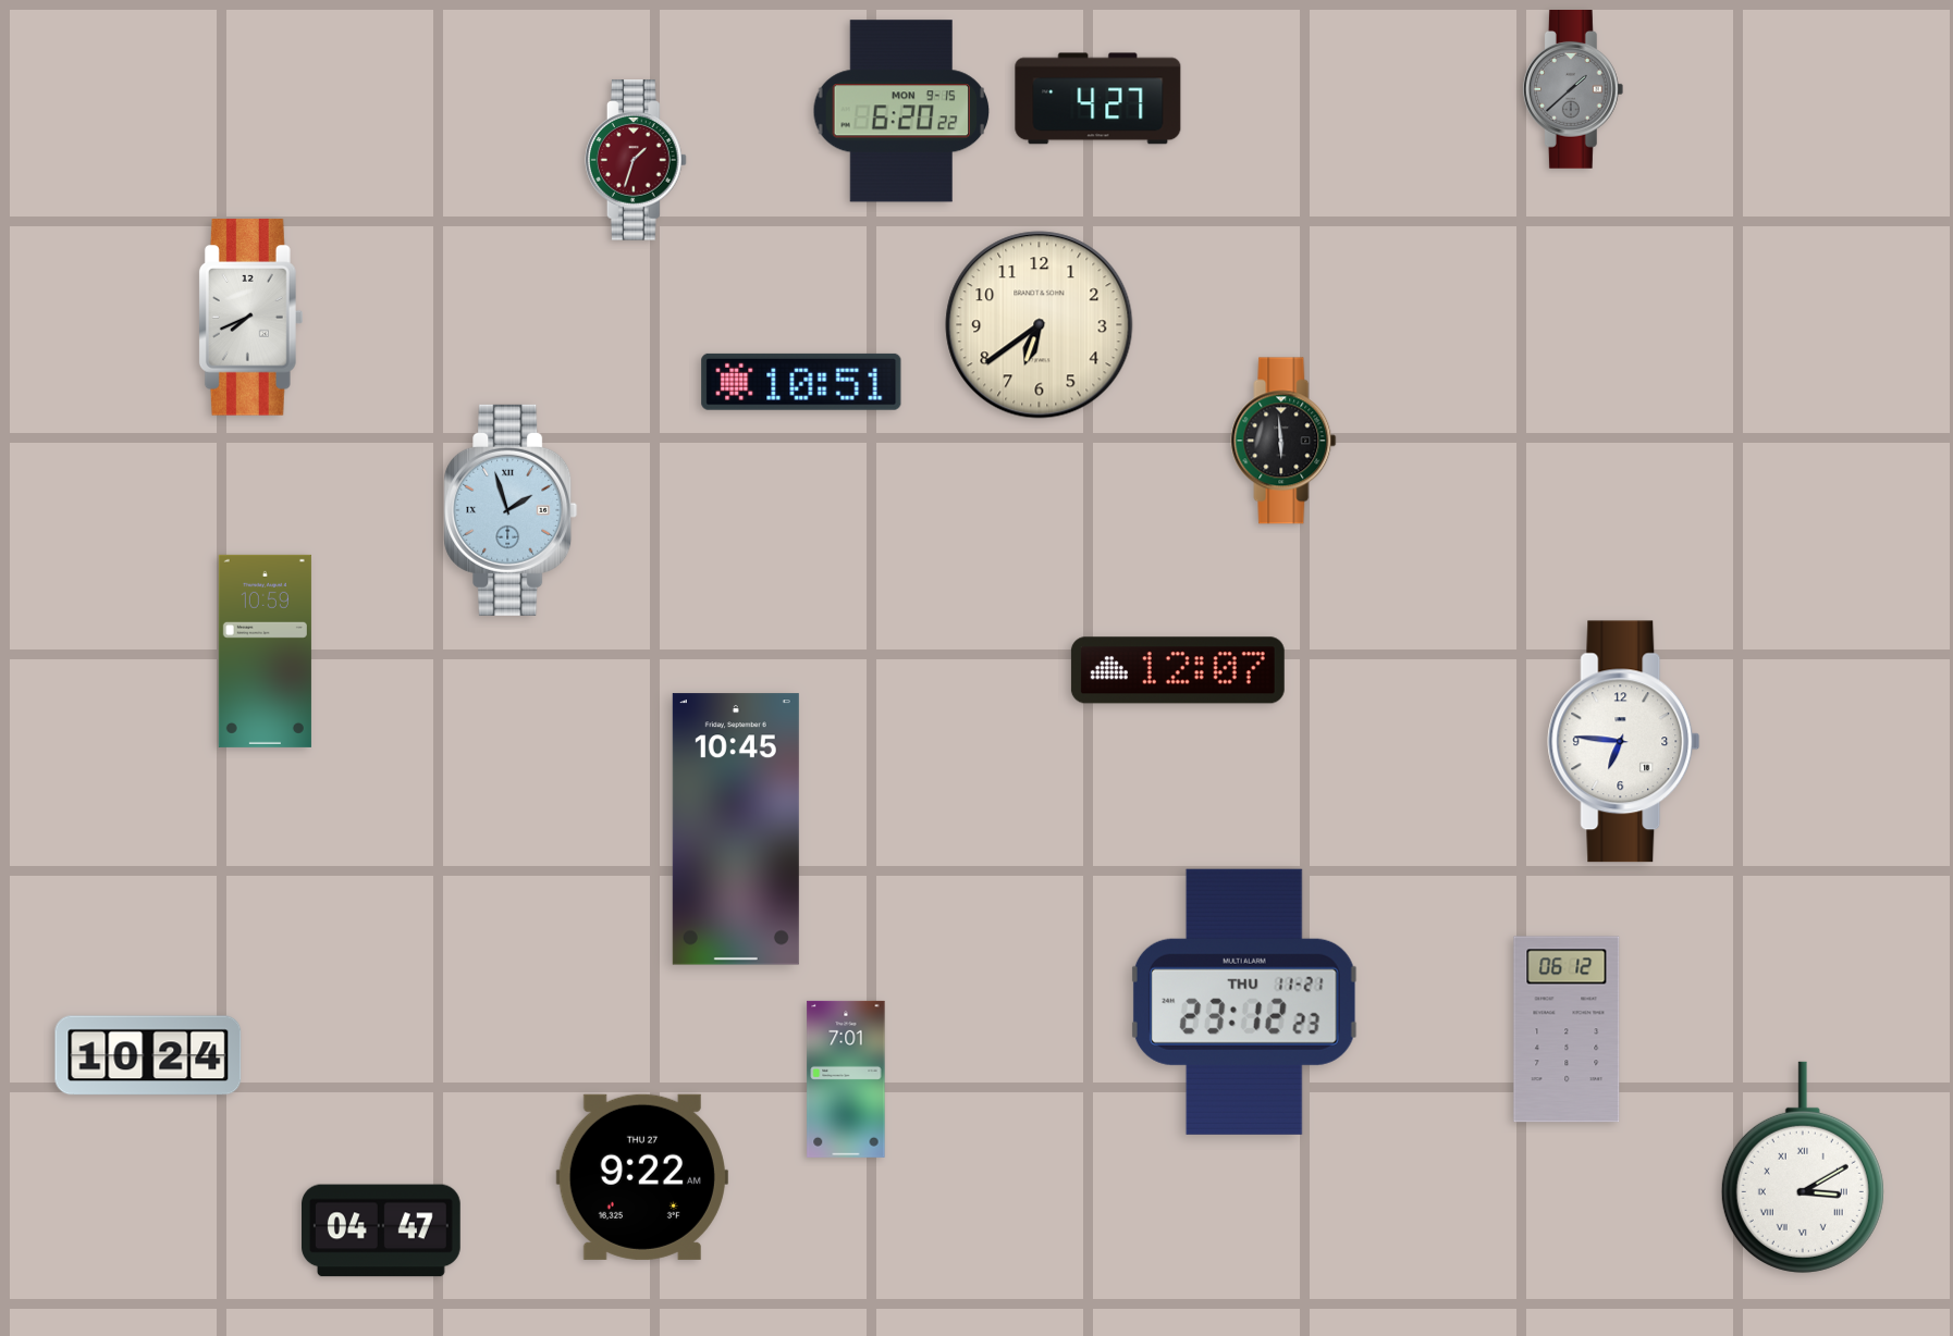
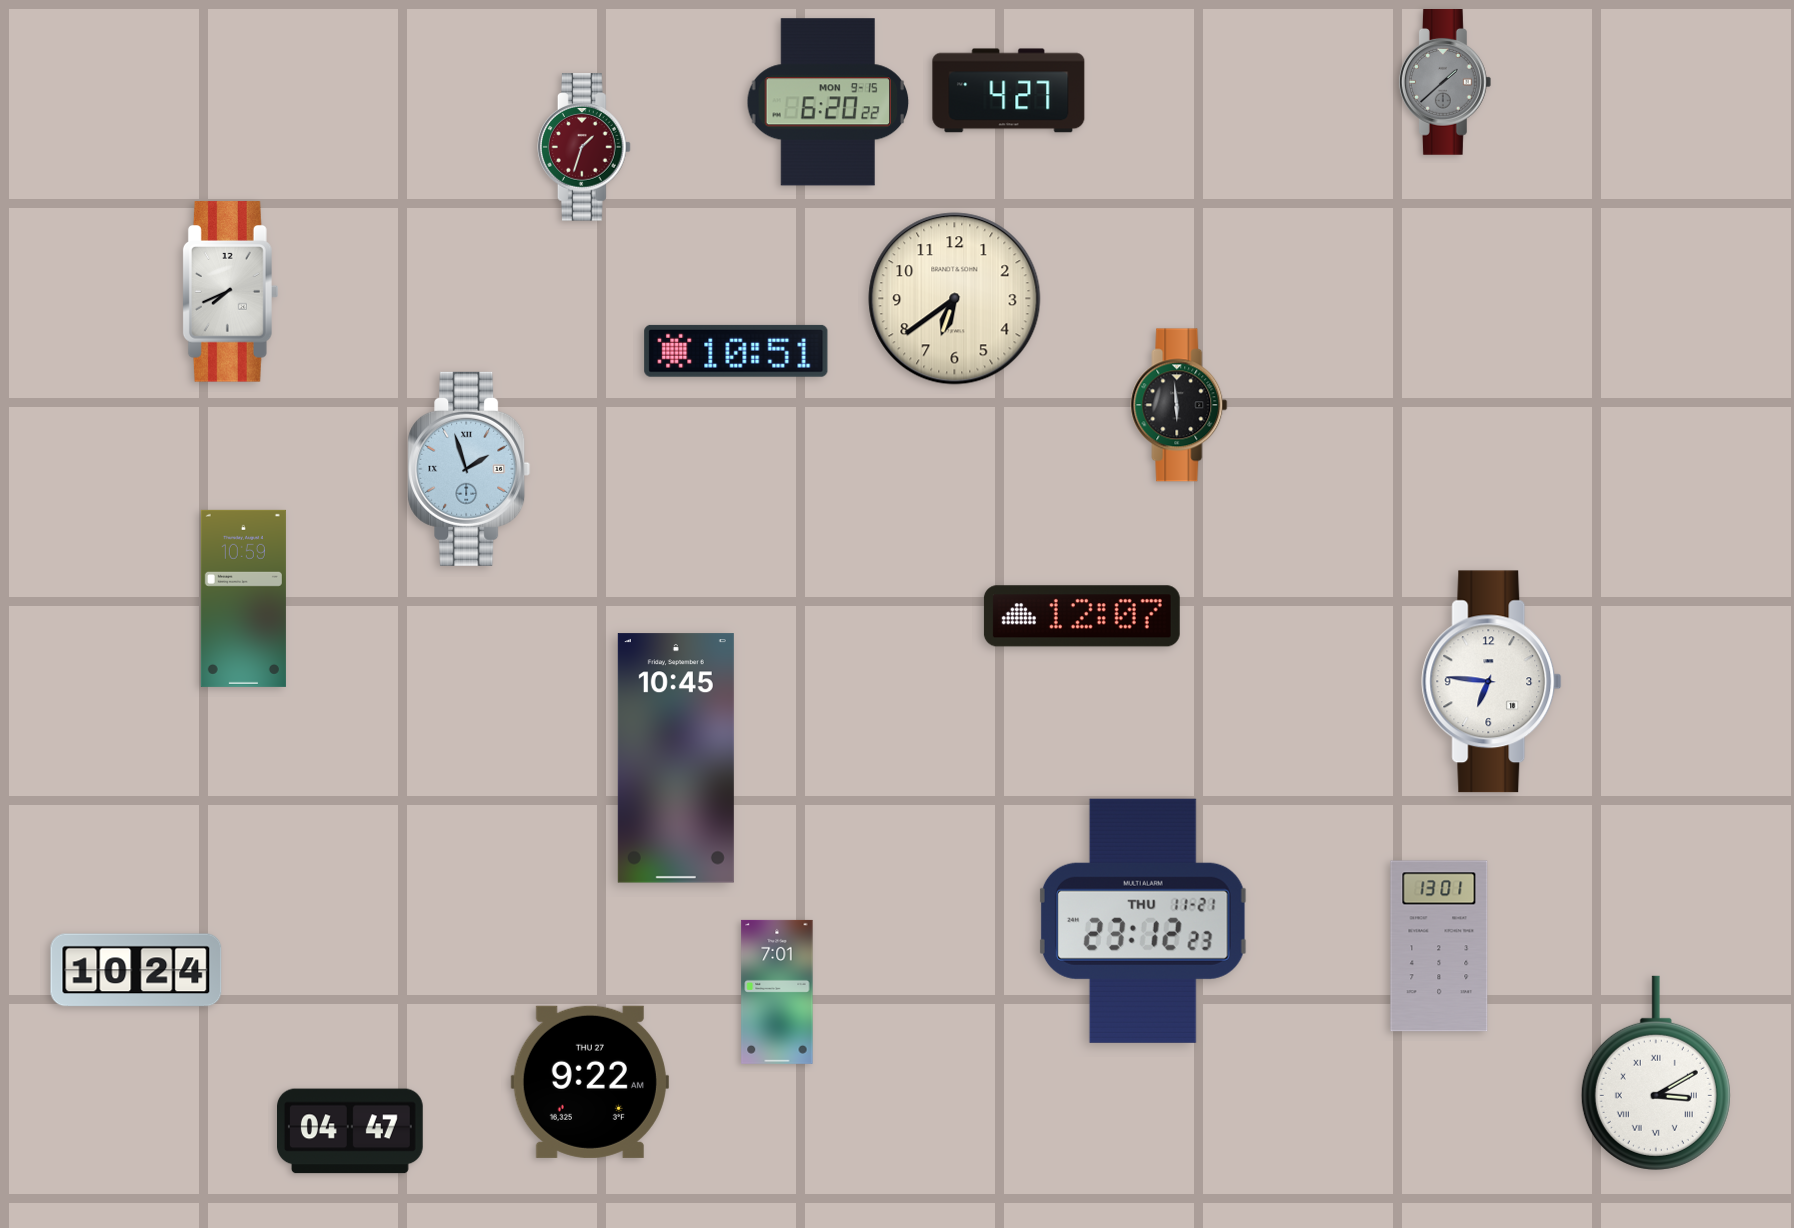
clock at (736, 829) position: (736, 829) -> (676, 758)
clock at (1567, 1029): 06:12 -> 13:01
